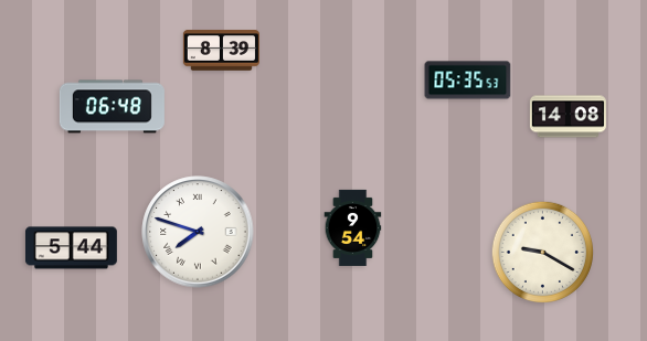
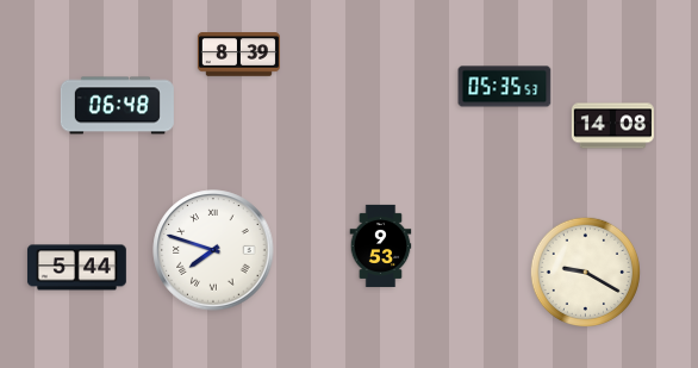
clock at (112, 107) position: (112, 107) -> (117, 106)
clock at (353, 227): 9:54 -> 9:53
